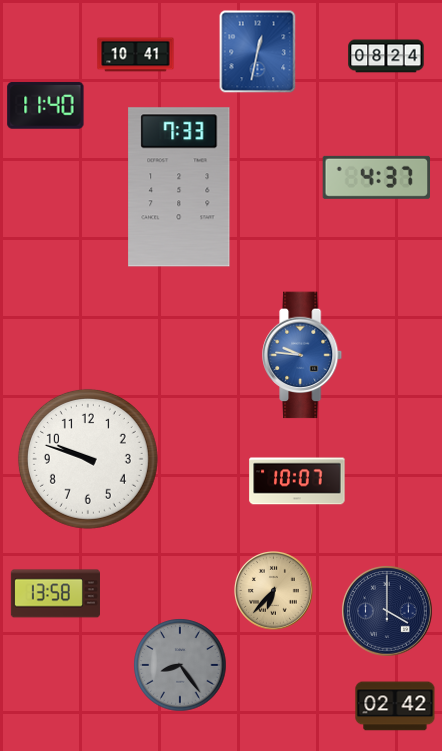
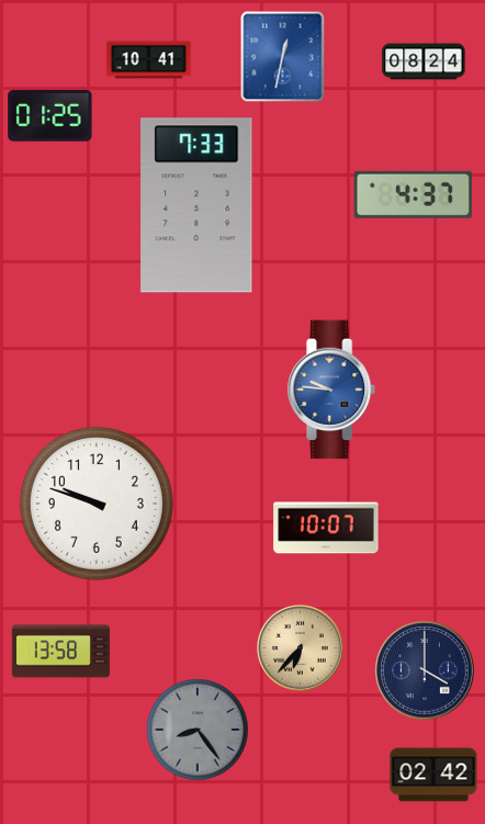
clock at (46, 106): 11:40 -> 01:25
